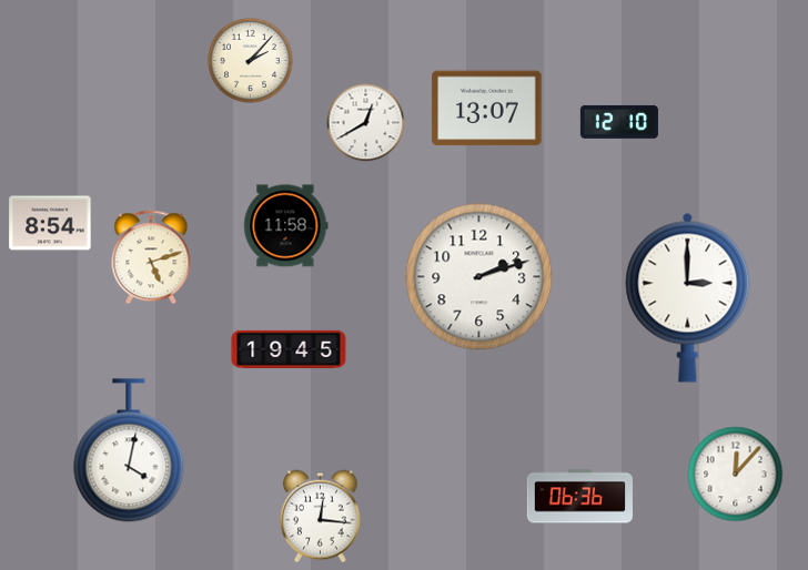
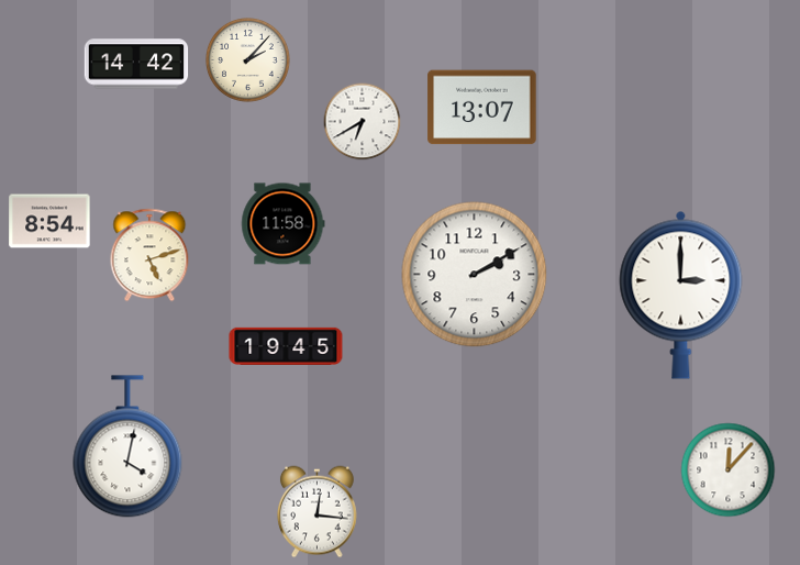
clock at (136, 64): none -> 14:42
clock at (619, 122): 12:10 -> none
clock at (366, 123): 12:40 -> 6:40
clock at (479, 277): 2:12 -> 2:10
clock at (579, 497): 06:36 -> none
